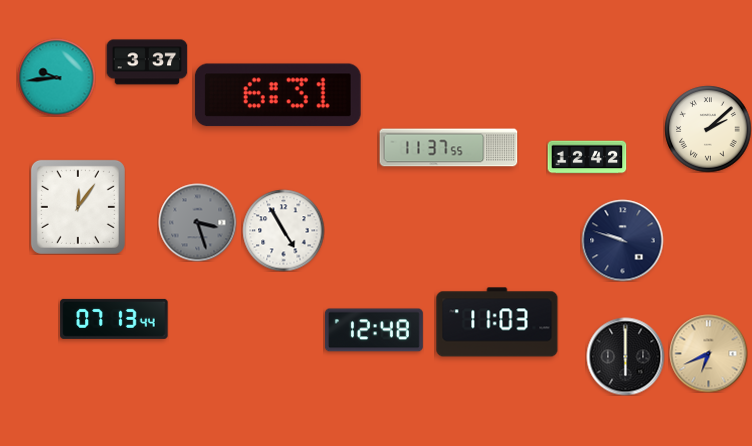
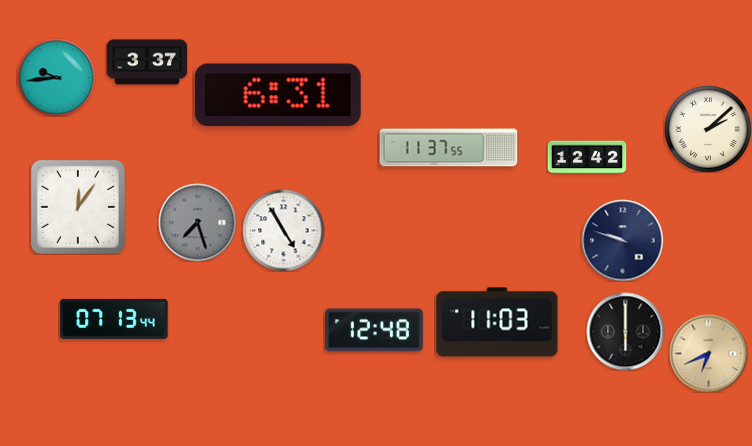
clock at (197, 222): 3:27 -> 7:27
clock at (625, 356) position: (625, 356) -> (625, 331)
